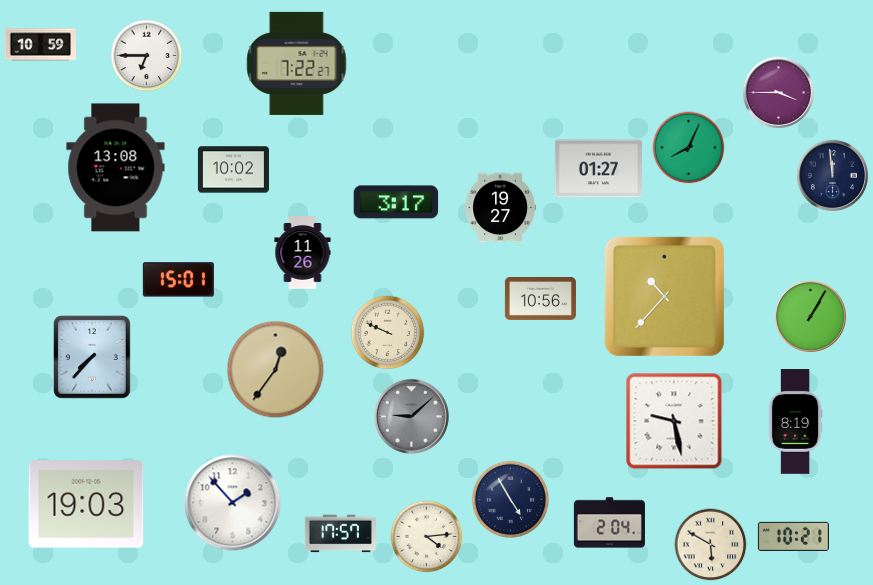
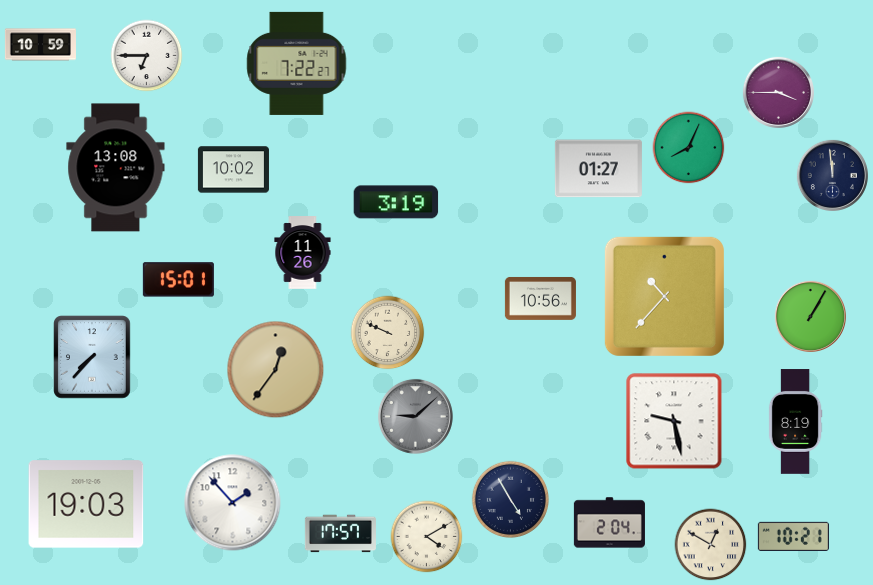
clock at (396, 202): 3:17 -> 3:19
clock at (500, 208): 19:27 -> none
clock at (411, 416) position: (411, 416) -> (415, 416)
clock at (427, 537): 4:14 -> 4:10
clock at (711, 545): 5:50 -> 12:50
